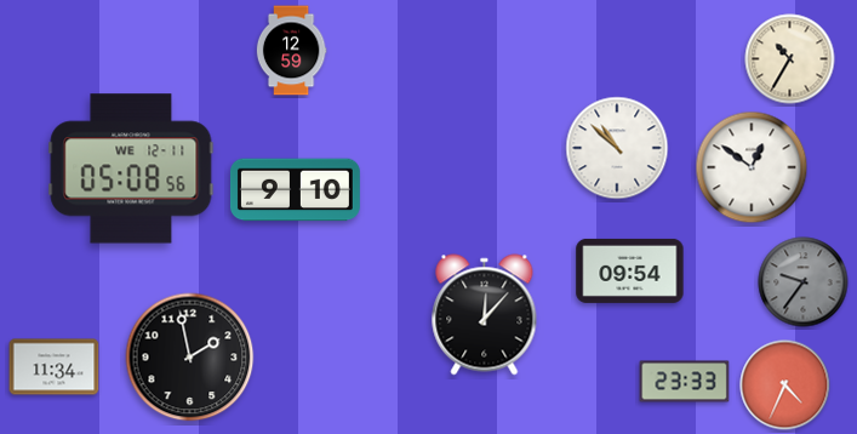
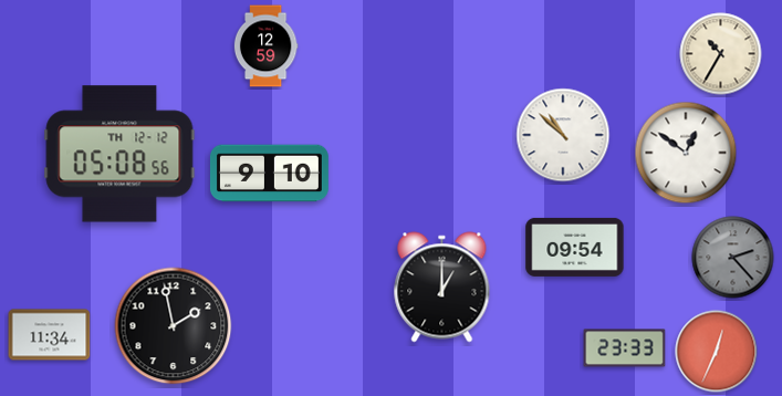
clock at (131, 169) date: WE 12-11 -> TH 12-12
clock at (804, 282): 9:36 -> 2:23
clock at (485, 315): 12:07 -> 1:00
clock at (785, 386): 4:34 -> 12:34
